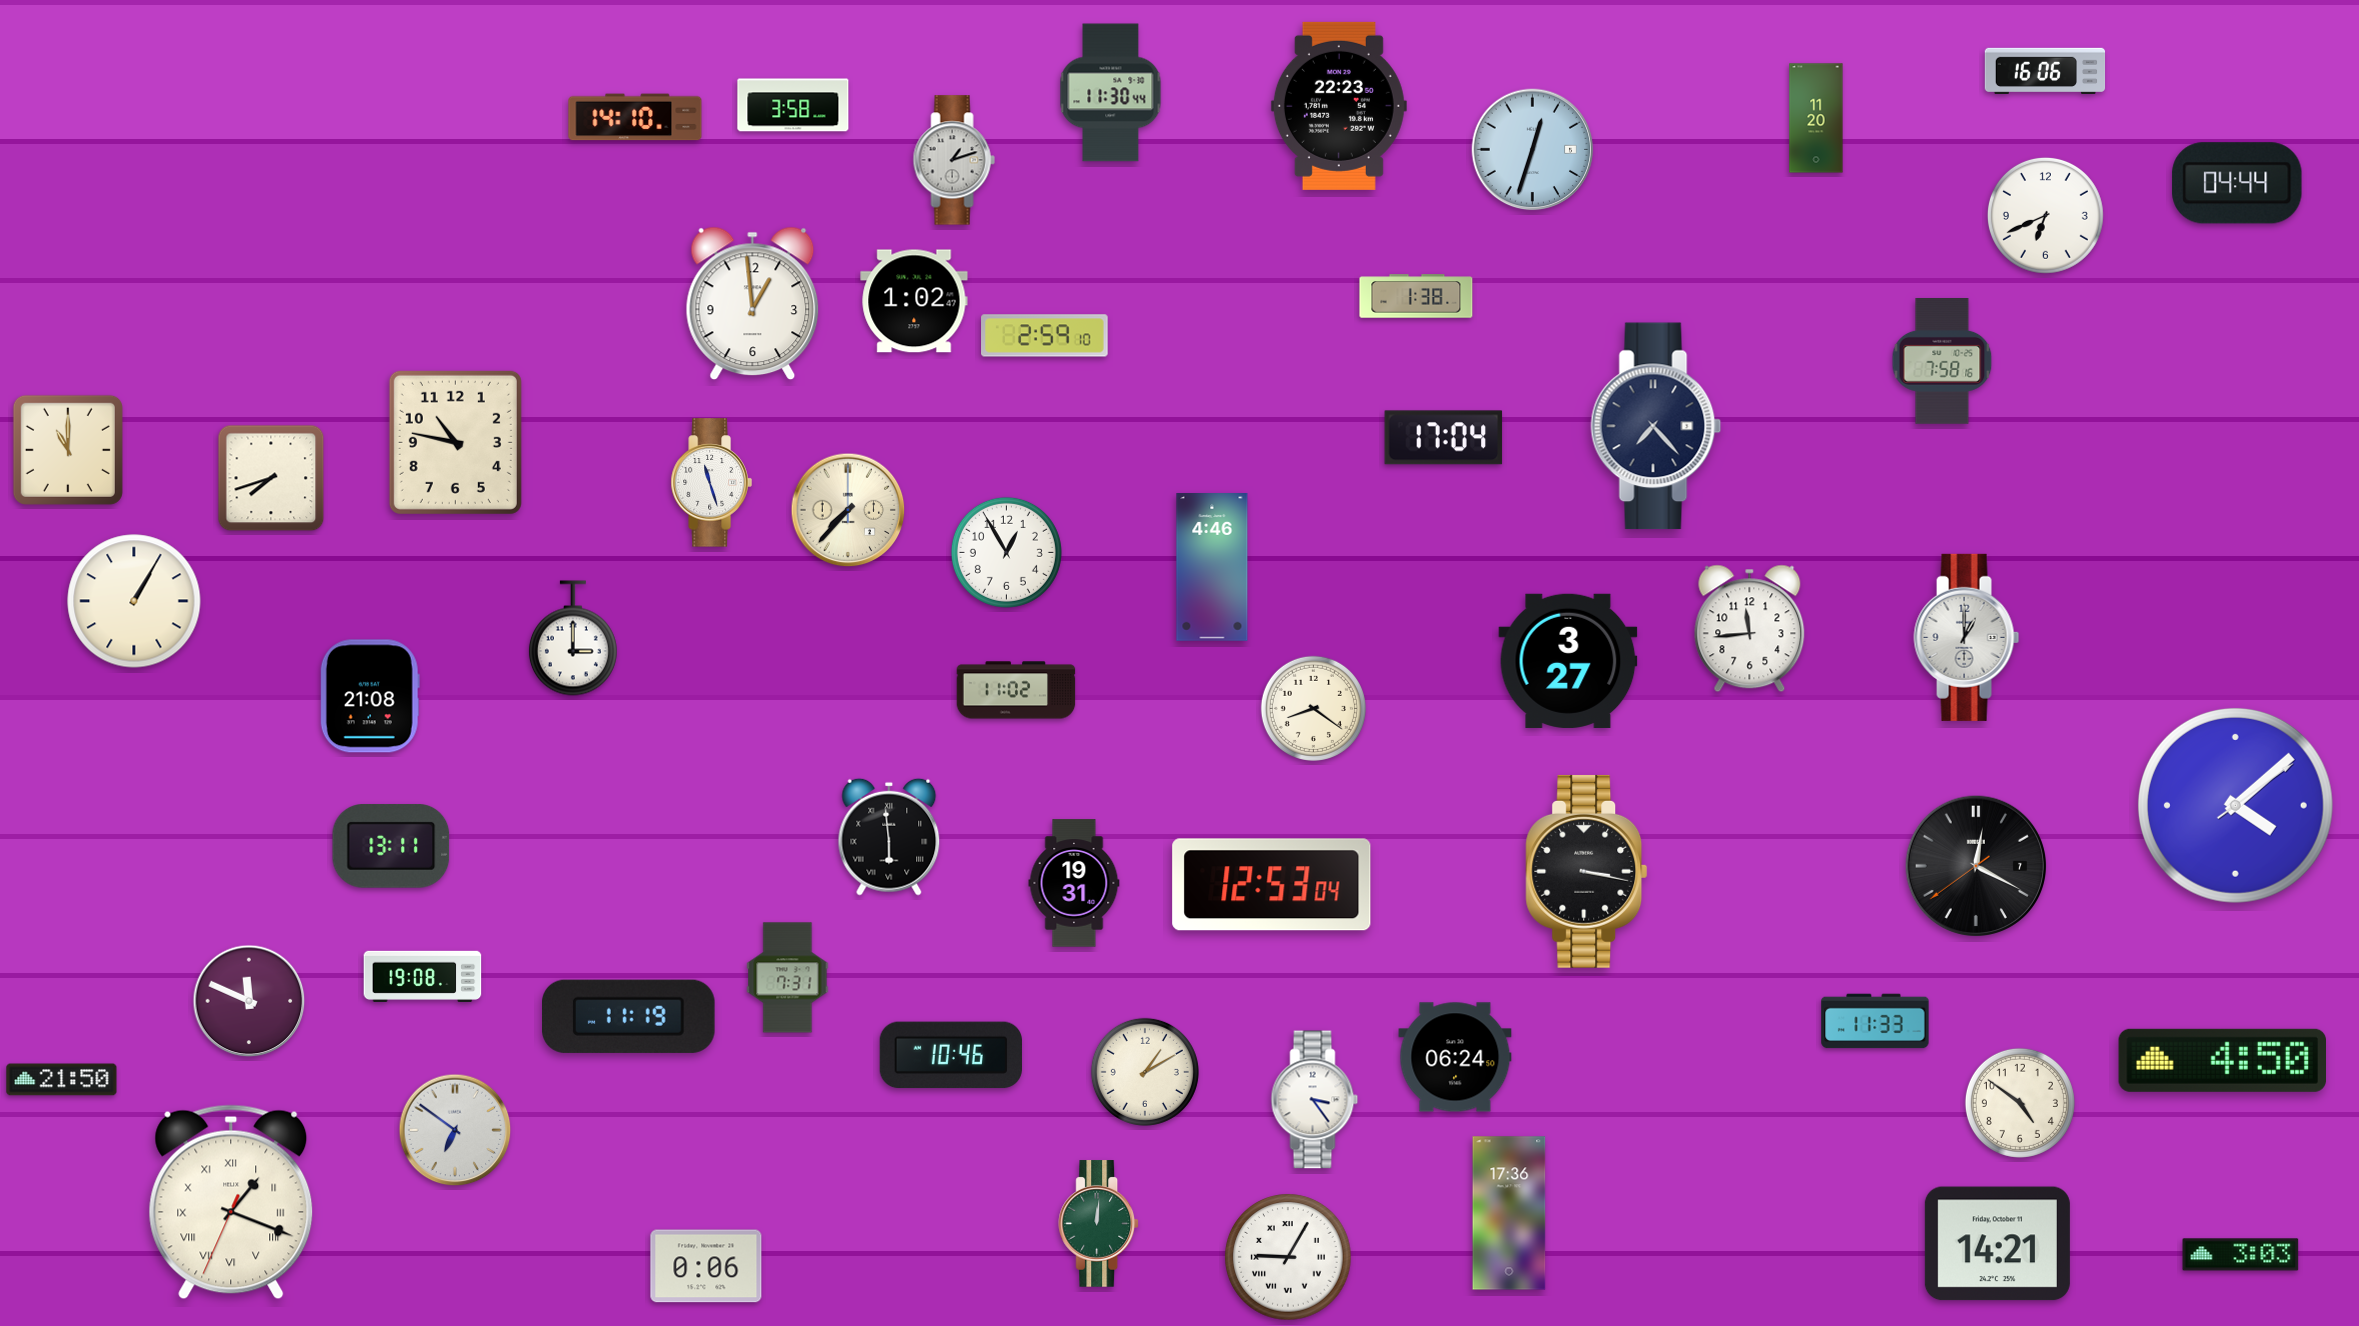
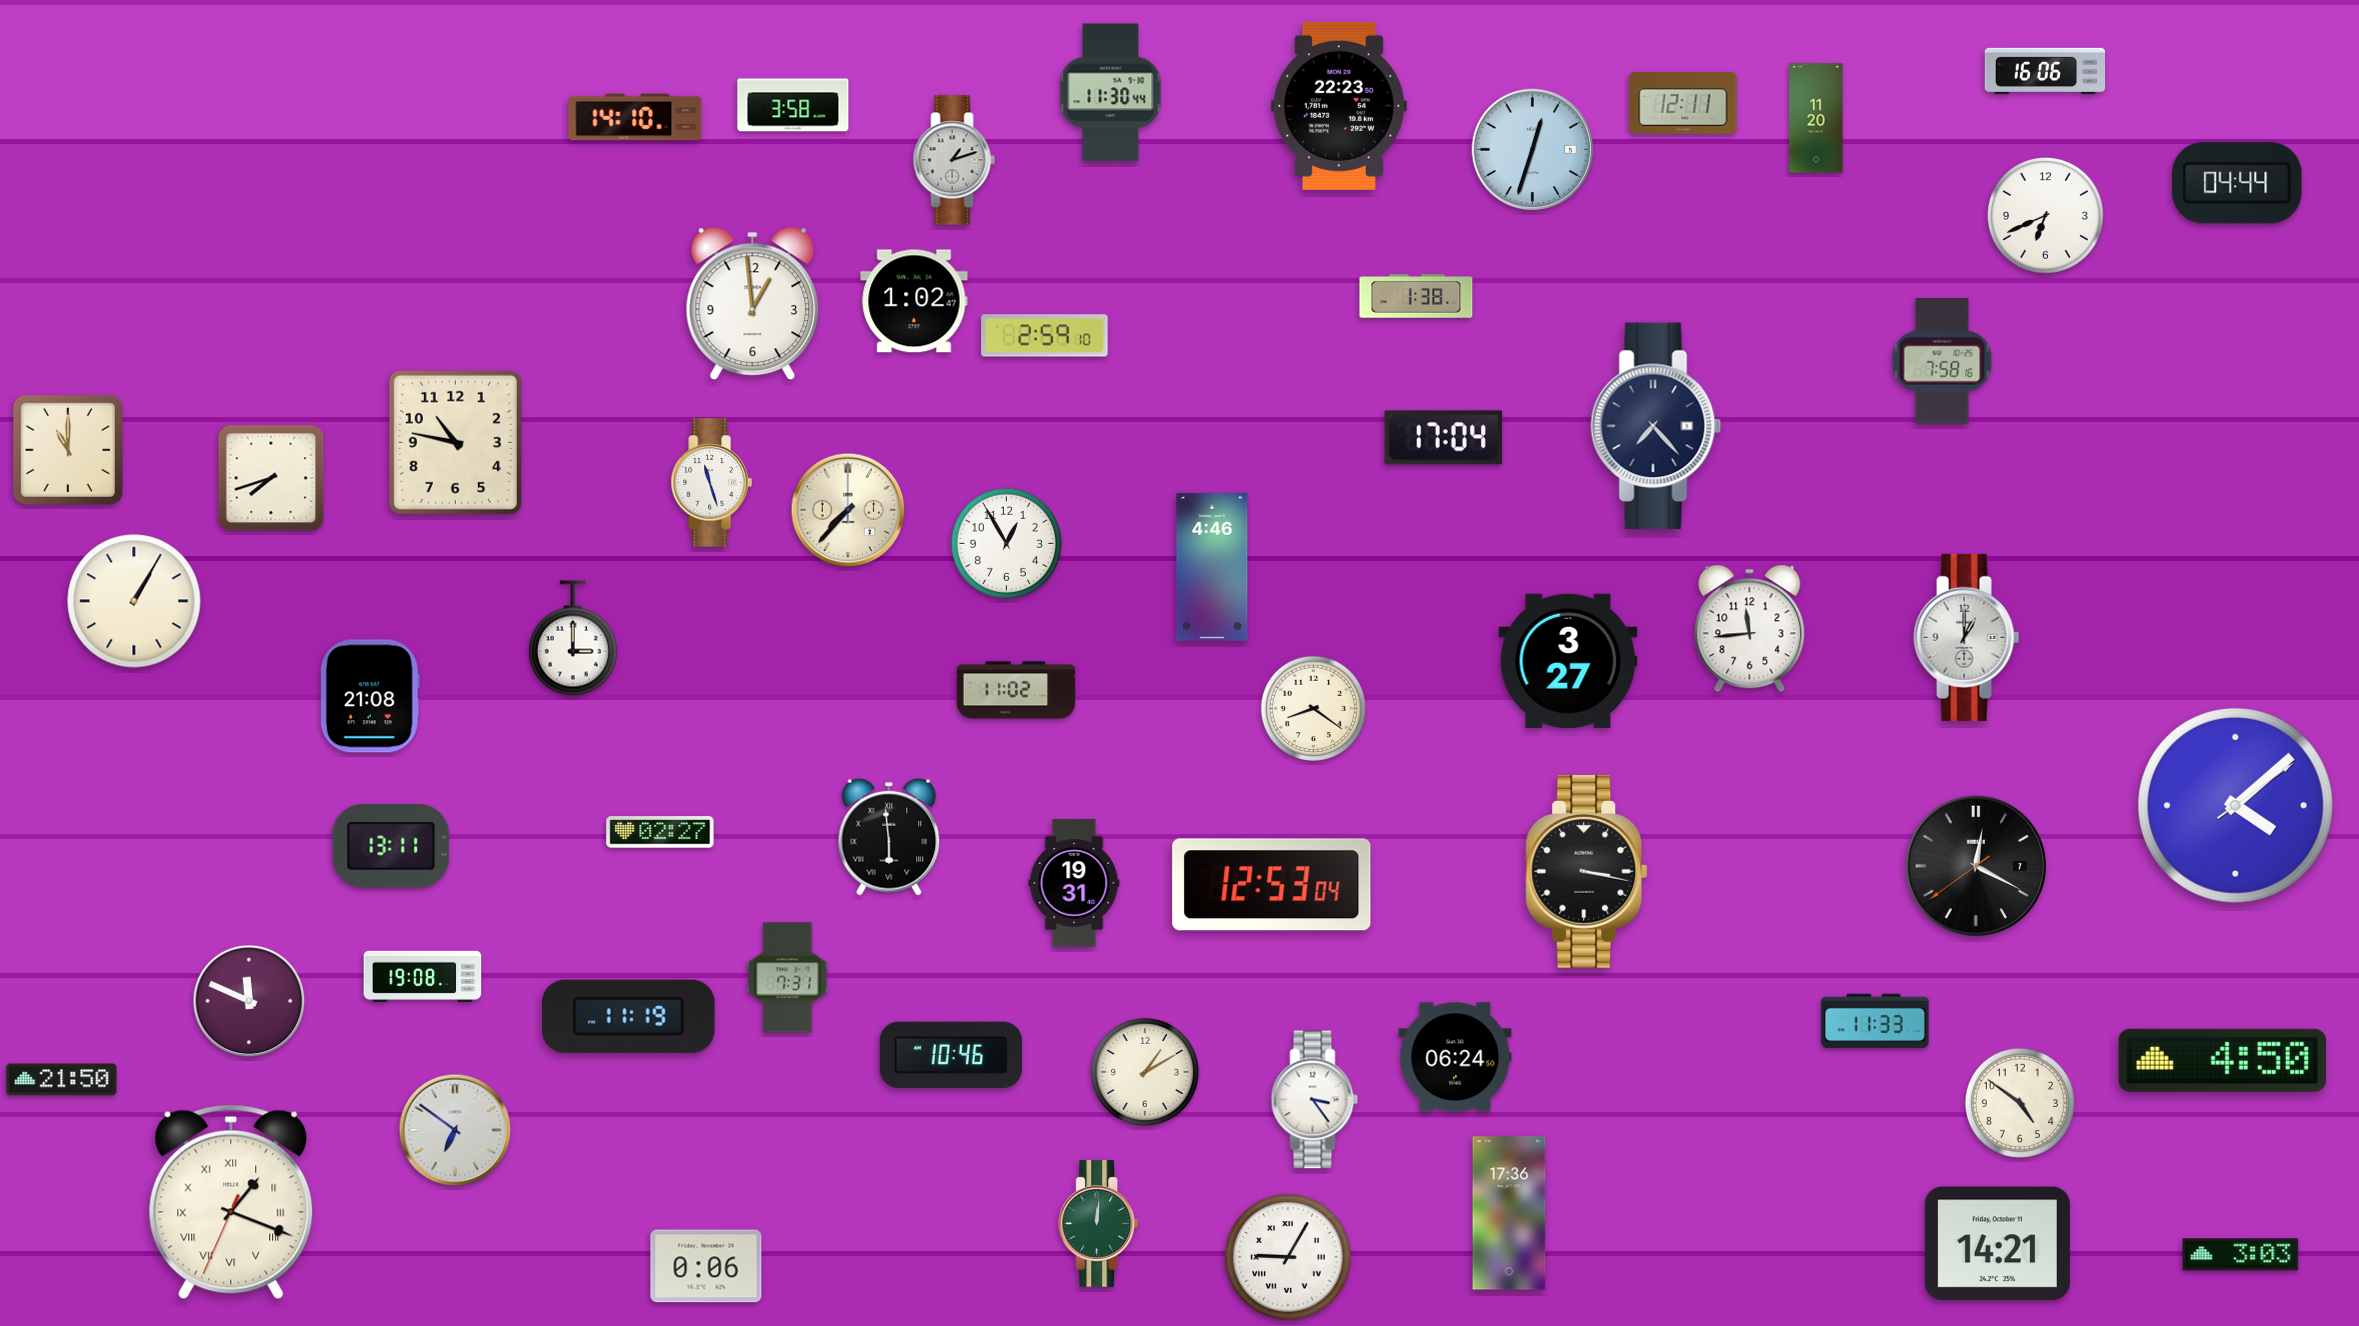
clock at (1683, 104): none -> 12:11
clock at (1006, 552) position: (1006, 552) -> (1006, 543)
clock at (660, 832): none -> 02:27
